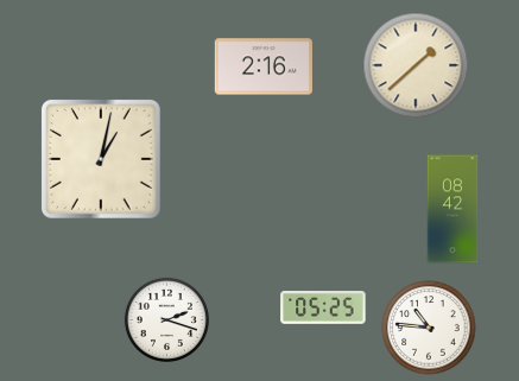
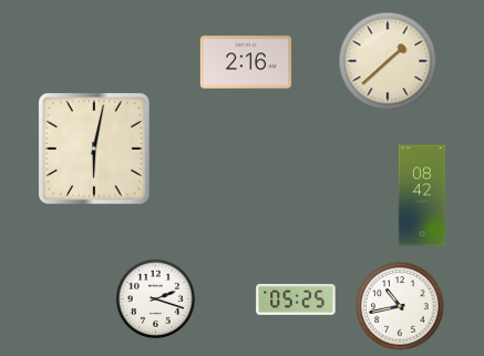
clock at (101, 159): 1:02 -> 6:02
clock at (323, 309) position: (323, 309) -> (296, 301)
clock at (429, 328): 10:46 -> 10:43
